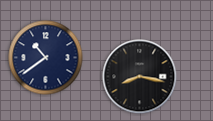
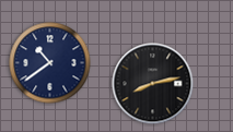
clock at (140, 77): 8:17 -> 8:13
